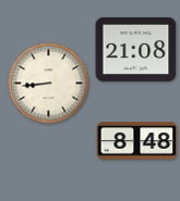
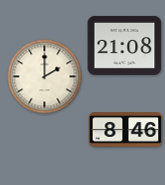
clock at (49, 84): 8:44 -> 2:00
clock at (137, 141): 8:48 -> 8:46
